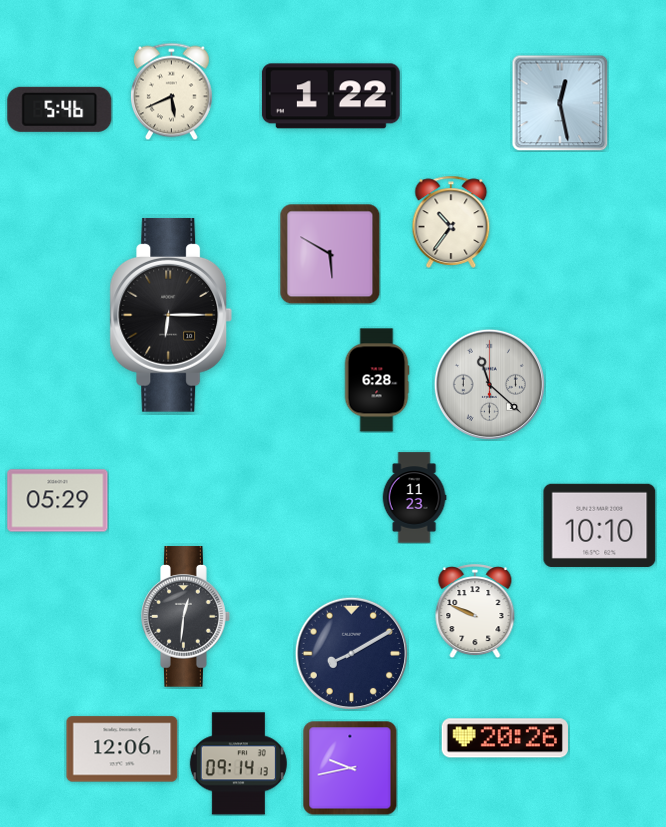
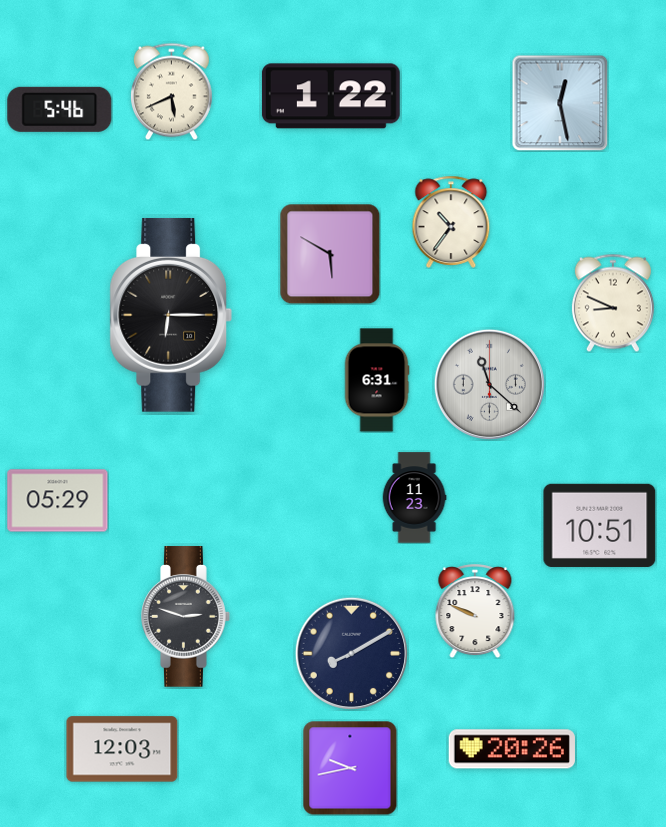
clock at (613, 303): none -> 8:49
clock at (377, 380): 6:28 -> 6:31
clock at (600, 525): 10:10 -> 10:51
clock at (186, 617): 12:31 -> 2:48
clock at (505, 738) position: (505, 738) -> (512, 749)
clock at (122, 749): 12:06 -> 12:03
clock at (238, 764): 09:14 -> none
